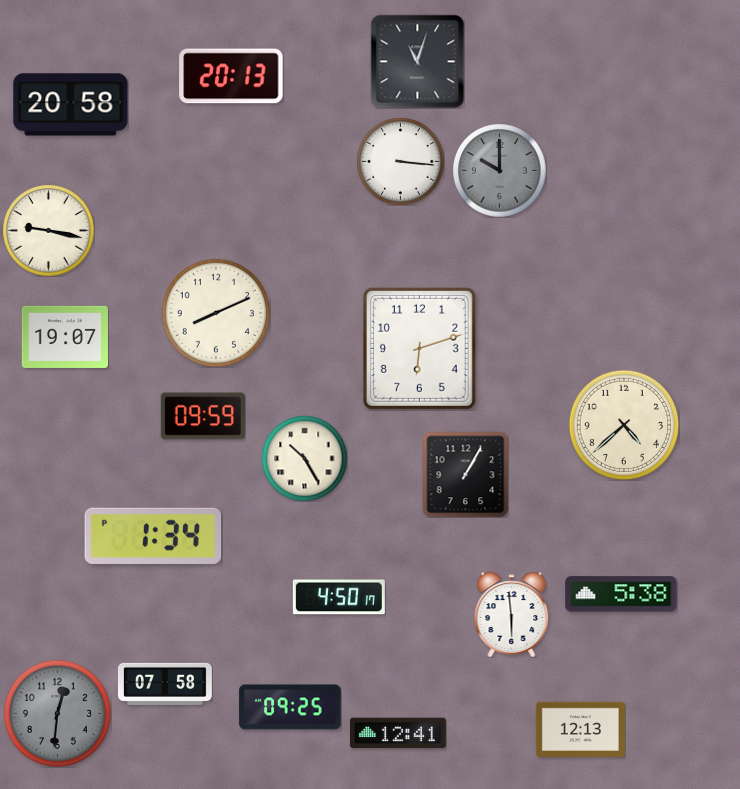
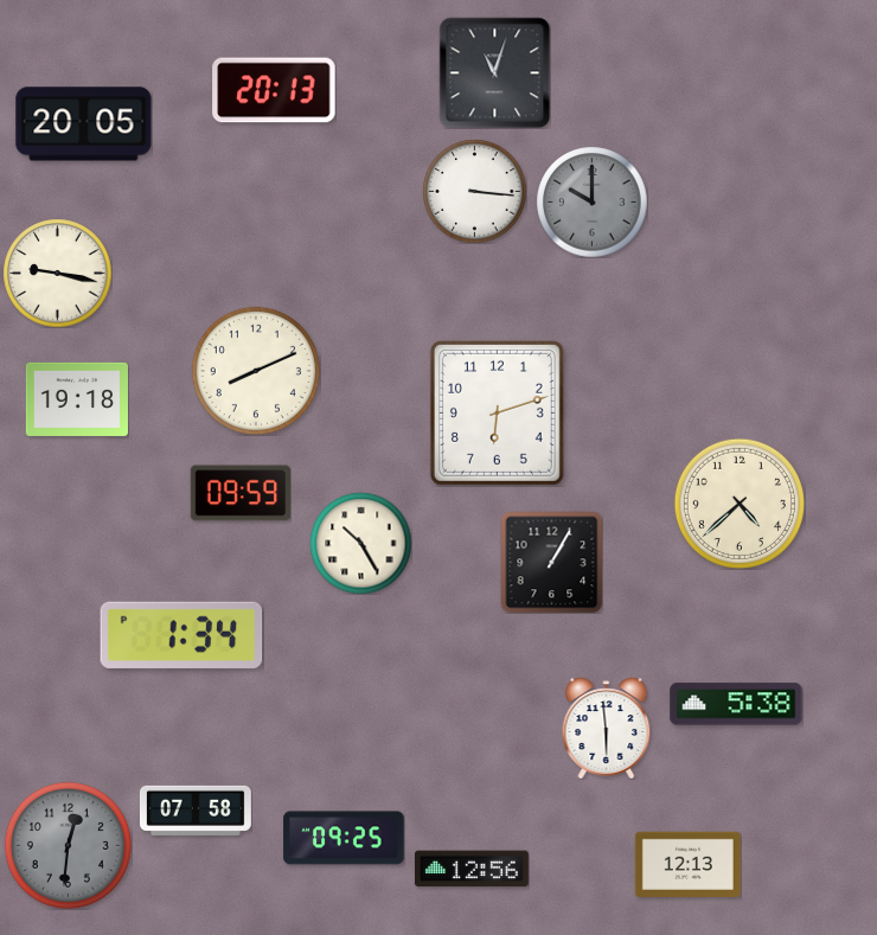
clock at (71, 105): 20:58 -> 20:05
clock at (65, 337): 19:07 -> 19:18
clock at (339, 597): 4:50 -> none
clock at (398, 733): 12:41 -> 12:56
